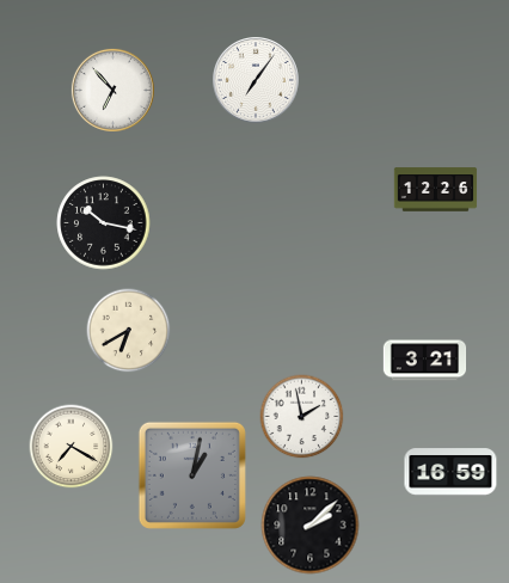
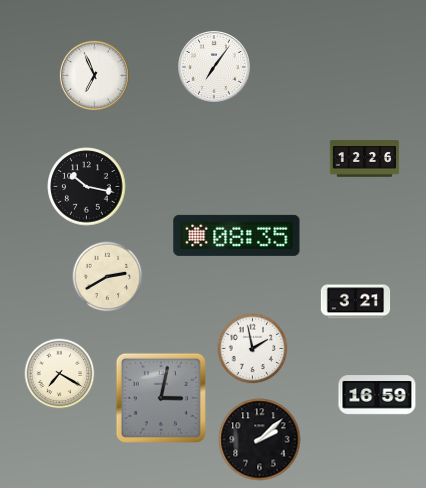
clock at (112, 90): 6:53 -> 6:56
clock at (237, 235): none -> 08:35
clock at (129, 331): 6:40 -> 2:40
clock at (192, 475): 1:02 -> 3:02
